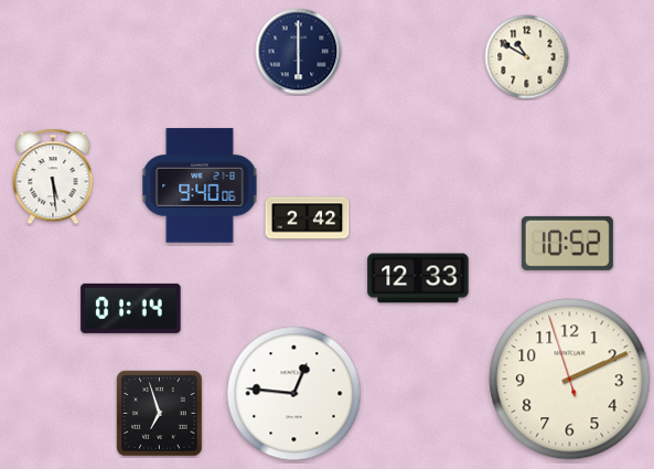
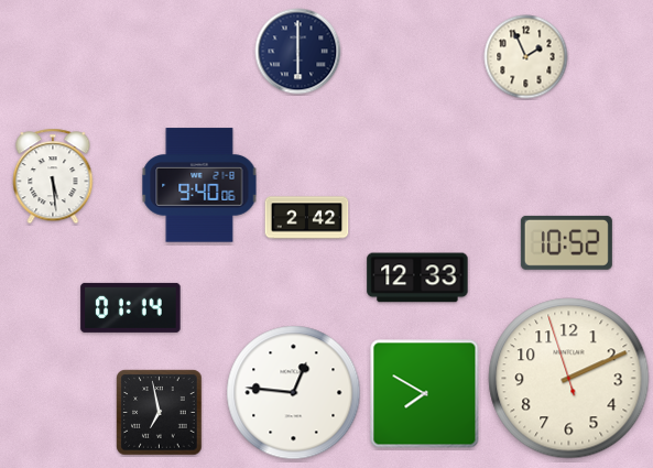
clock at (527, 57): 10:50 -> 1:56
clock at (425, 394): none -> 7:50
clock at (160, 414): 6:57 -> 6:58
